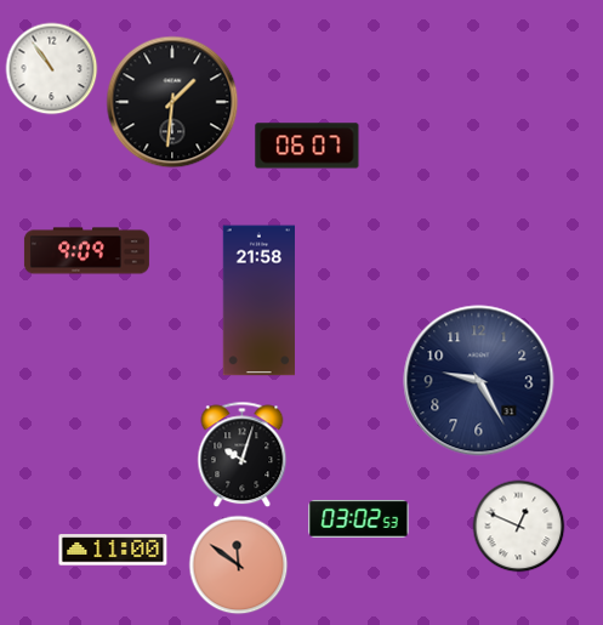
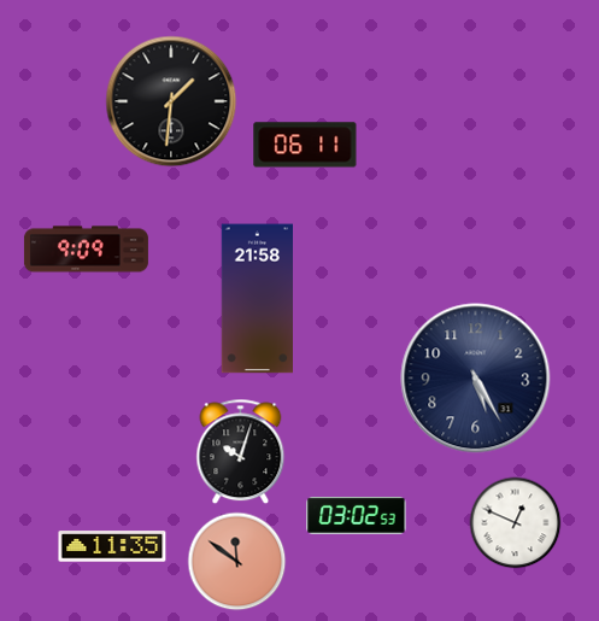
clock at (52, 69): 10:54 -> none
clock at (307, 146): 06:07 -> 06:11
clock at (479, 381): 9:25 -> 5:25
clock at (113, 550): 11:00 -> 11:35
